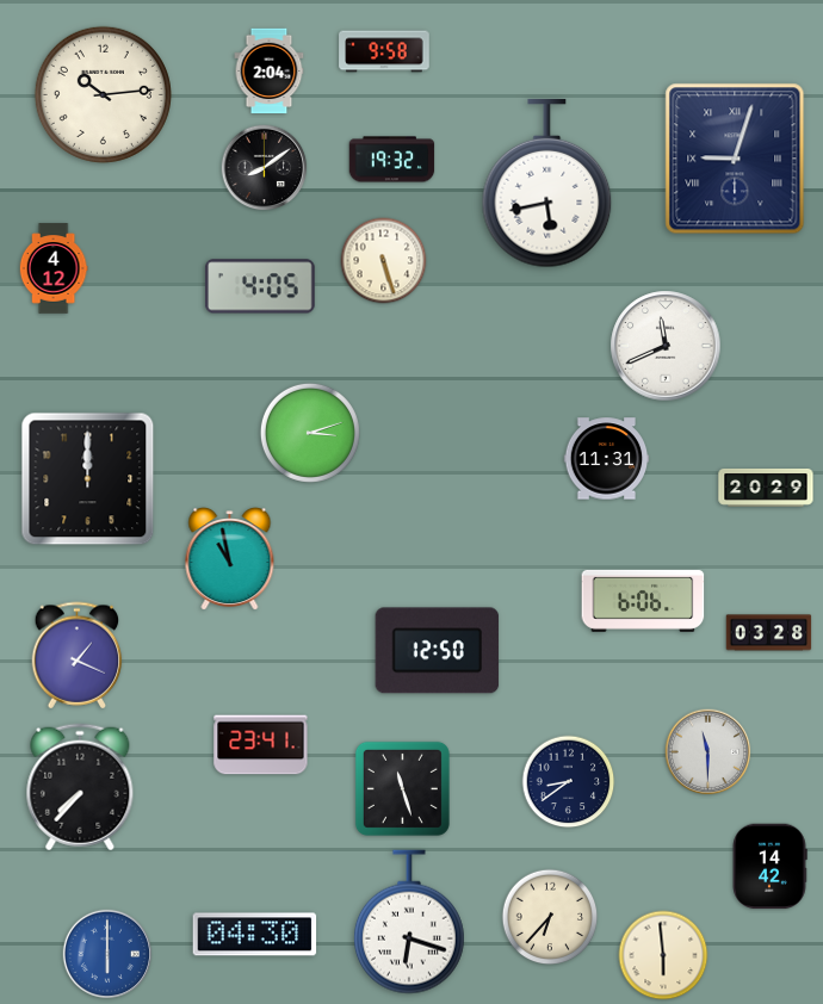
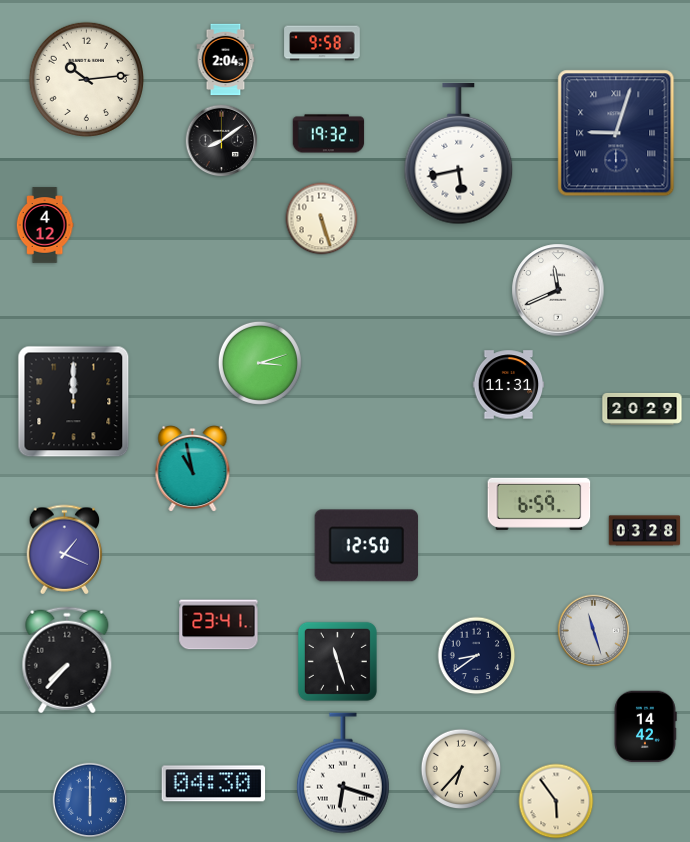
clock at (260, 286): 4:05 -> none
clock at (643, 601): 6:06 -> 6:59
clock at (708, 752): 11:30 -> 11:27
clock at (663, 955): 5:59 -> 5:54
